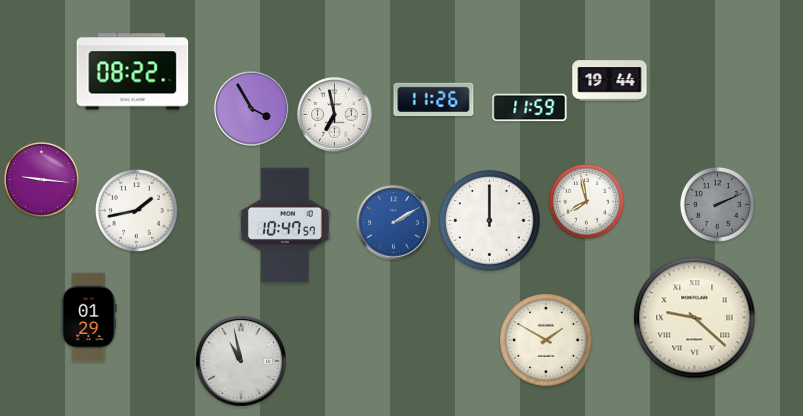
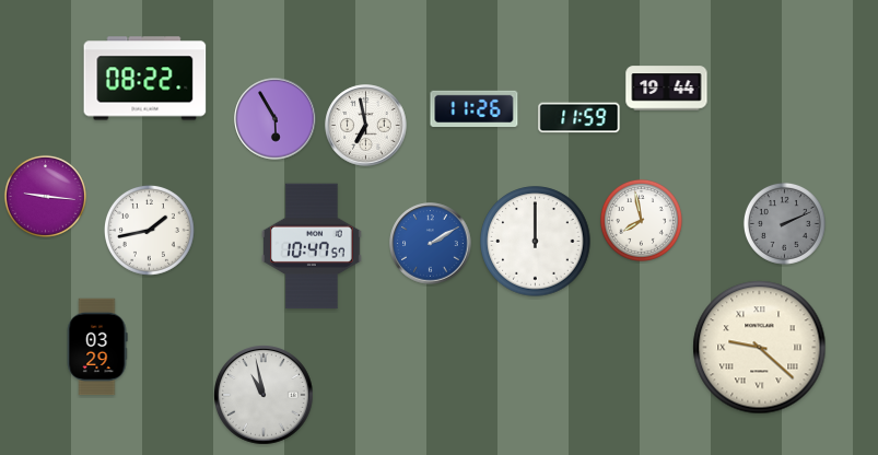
clock at (252, 109): 3:55 -> 5:55
clock at (89, 317): 01:29 -> 03:29
clock at (546, 340): 1:50 -> none
